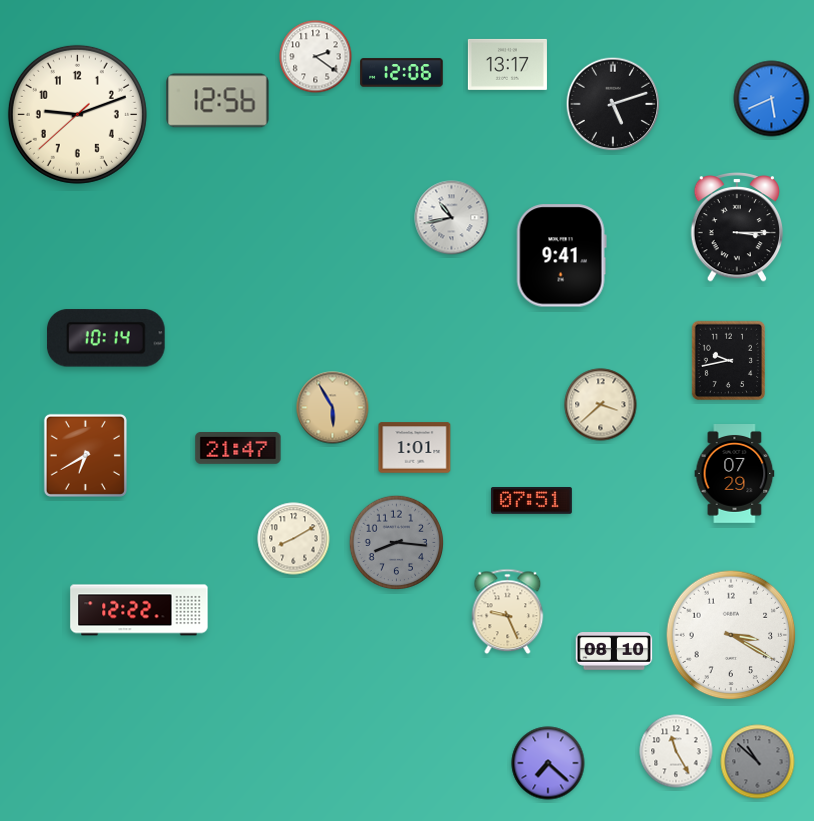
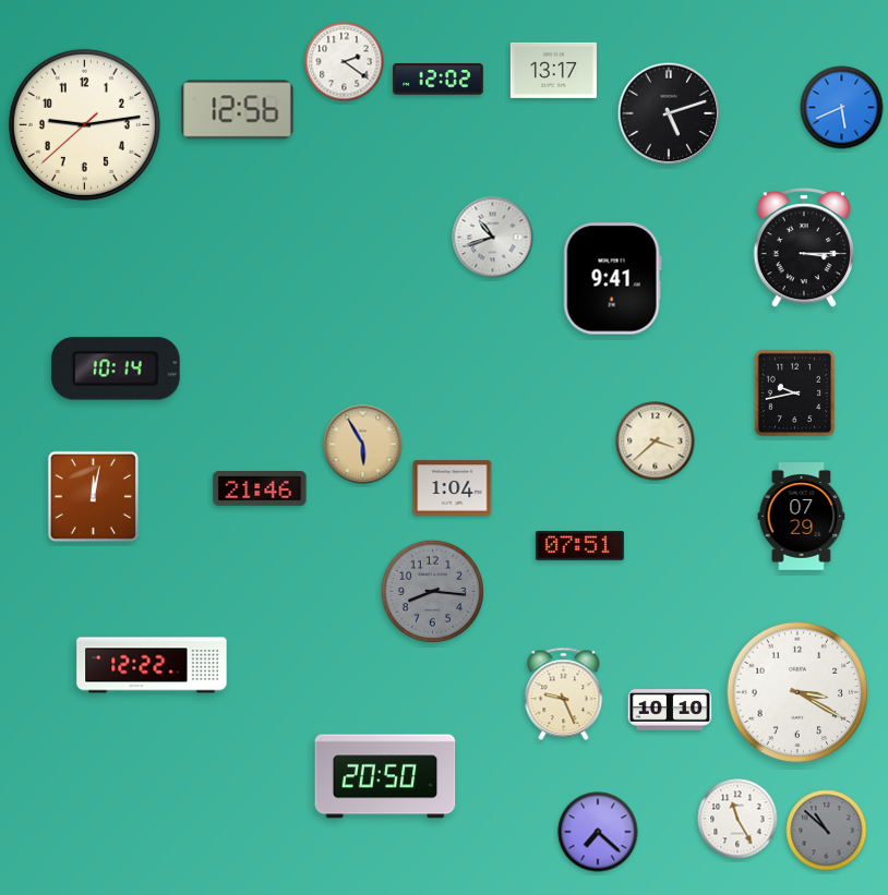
clock at (402, 73): 12:06 -> 12:02
clock at (77, 114): 9:11 -> 9:13
clock at (452, 218): 10:43 -> 10:42
clock at (415, 448): 1:01 -> 1:04
clock at (238, 449): 21:47 -> 21:46
clock at (85, 455): 6:40 -> 12:02
clock at (294, 539): 8:10 -> none
clock at (508, 612) position: (508, 612) -> (564, 694)
clock at (614, 651): 08:10 -> 10:10
clock at (385, 776): none -> 20:50
